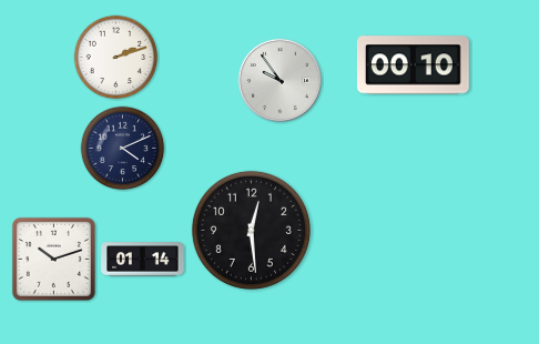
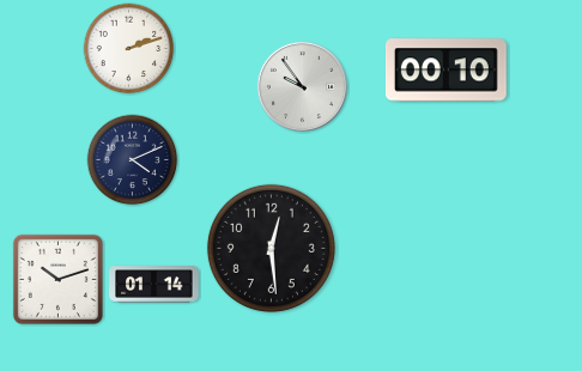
clock at (116, 58) position: (116, 58) -> (129, 49)
clock at (143, 260) position: (143, 260) -> (154, 285)
